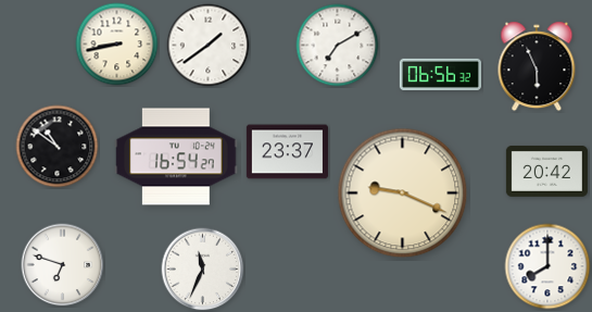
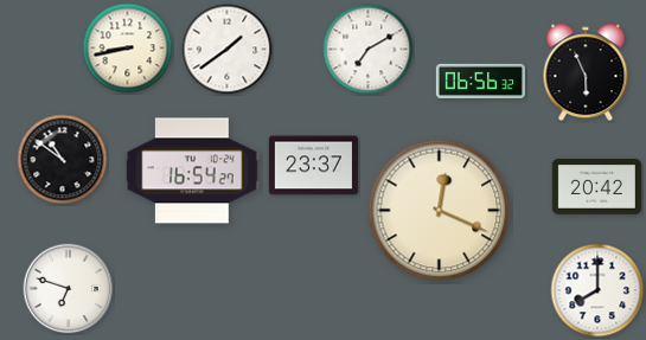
clock at (403, 194): 9:19 -> 12:19
clock at (203, 270): 11:34 -> none
